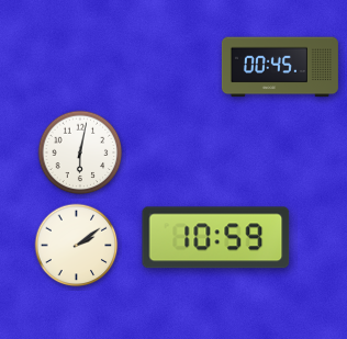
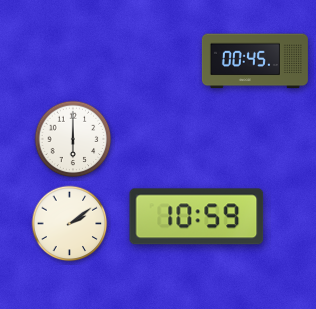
clock at (80, 152): 6:02 -> 6:00
